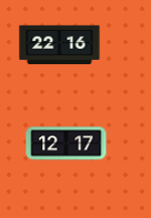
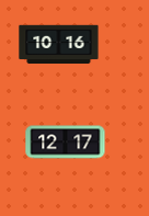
clock at (60, 45): 22:16 -> 10:16
